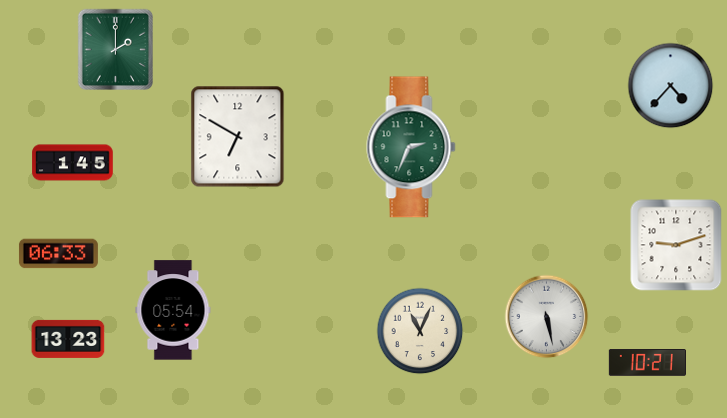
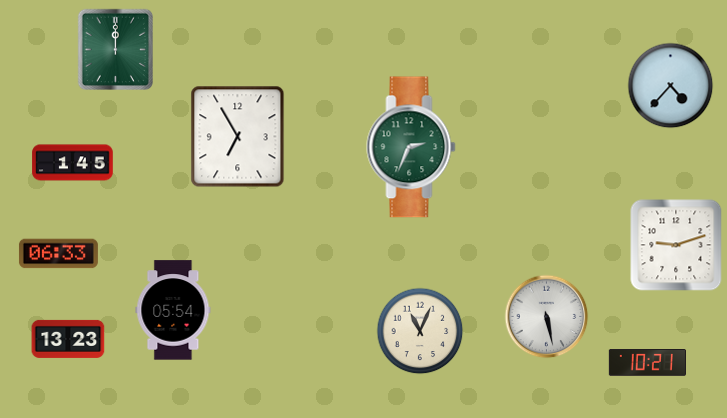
clock at (115, 49): 2:00 -> 12:00
clock at (238, 137): 6:50 -> 6:55
